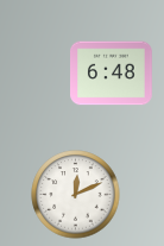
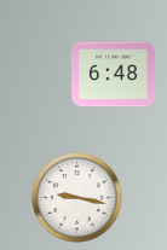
clock at (76, 195): 12:11 -> 9:17
